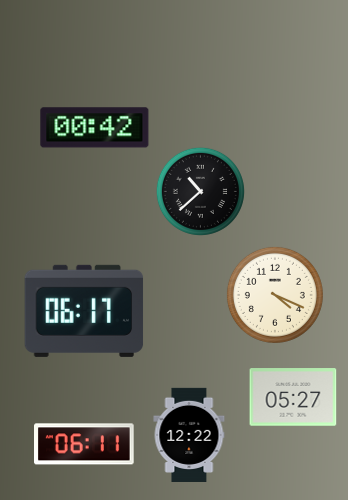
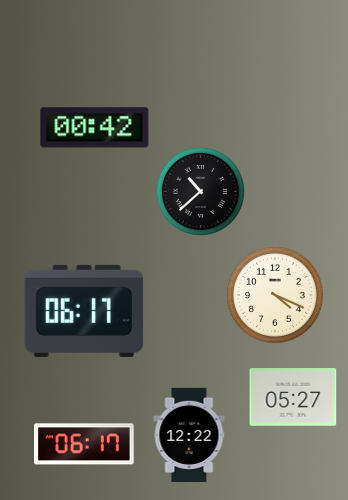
clock at (85, 444): 06:11 -> 06:17
